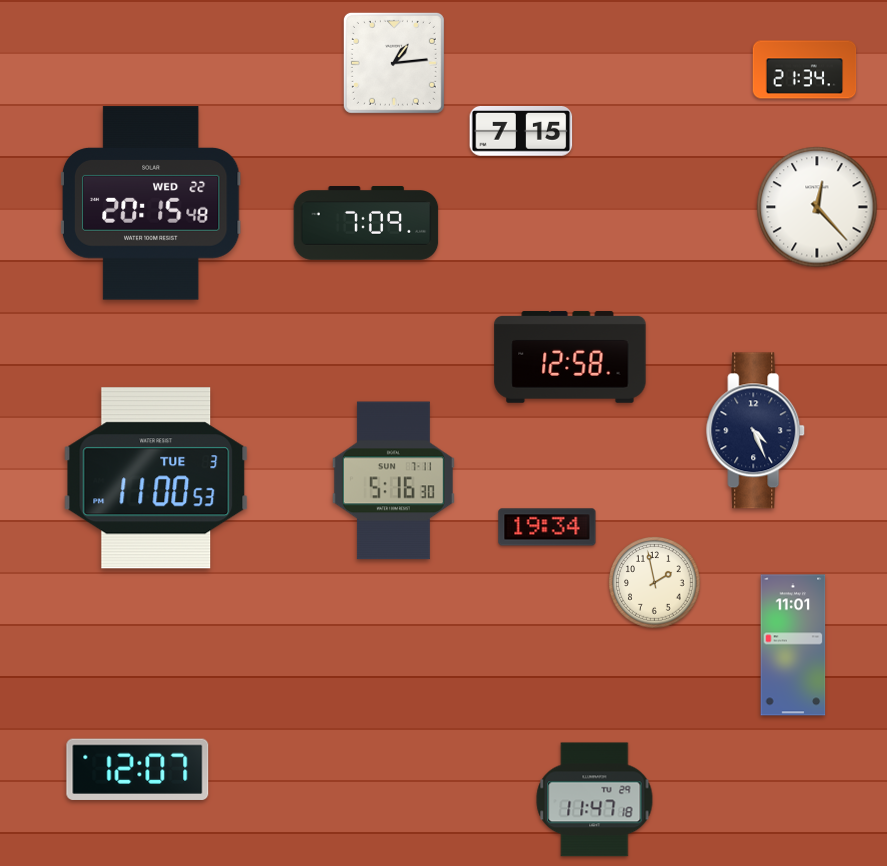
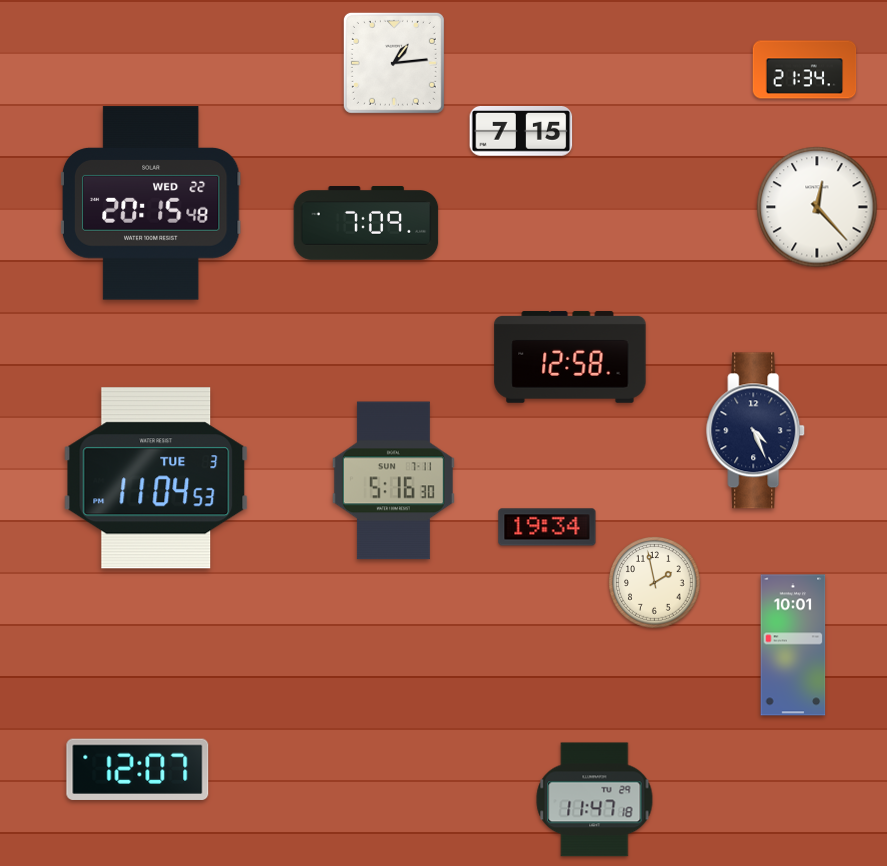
clock at (156, 478): 11:00 -> 11:04
clock at (793, 645): 11:01 -> 10:01
